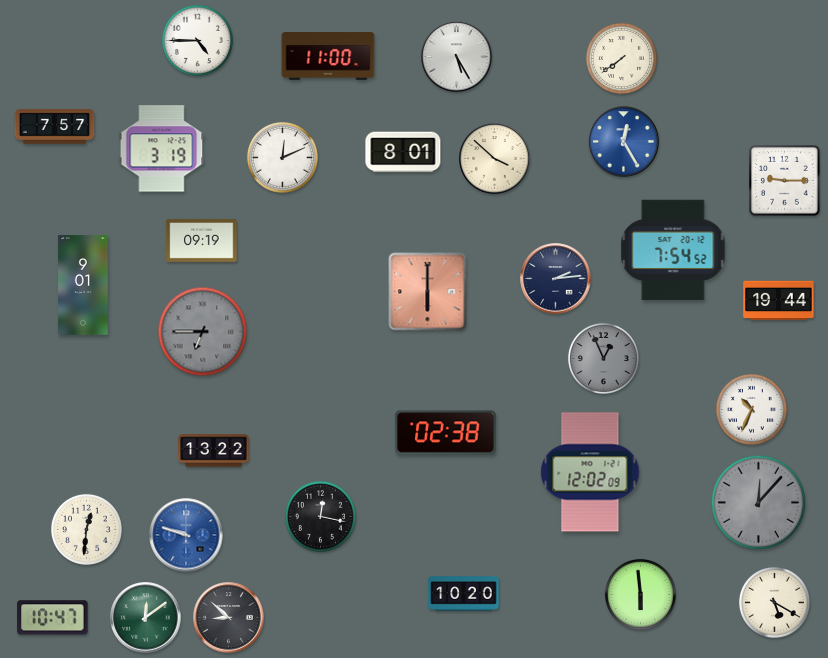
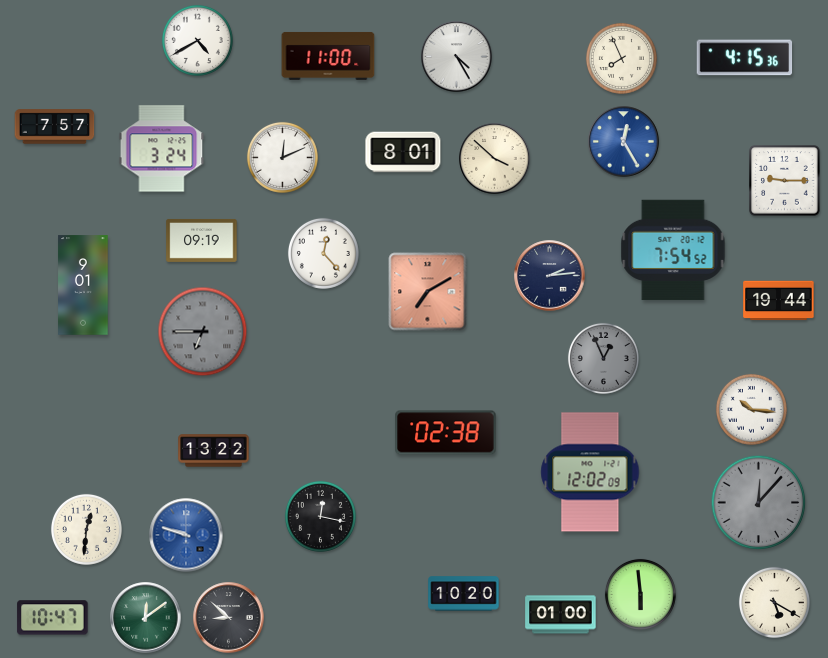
clock at (197, 40): 4:45 -> 4:40
clock at (457, 57): 5:25 -> 4:25
clock at (621, 58): 7:39 -> 7:56
clock at (745, 58): none -> 4:15
clock at (162, 149): 3:19 -> 3:24
clock at (323, 253): none -> 12:23
clock at (556, 279) position: (556, 279) -> (550, 276)
clock at (428, 292): 6:00 -> 7:10
clock at (751, 409): 10:34 -> 10:16
clock at (561, 615): none -> 01:00
